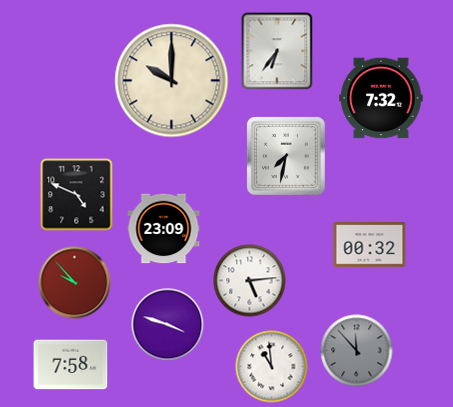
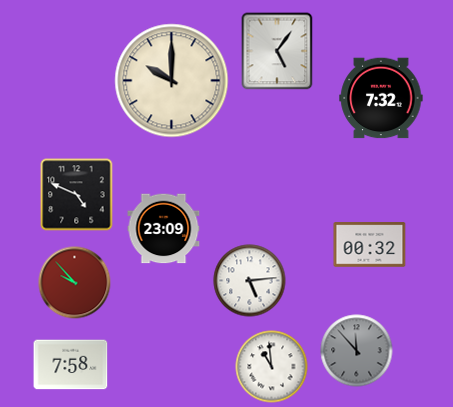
clock at (277, 51): 6:36 -> 5:06
clock at (286, 156): 7:32 -> none
clock at (168, 325): 3:48 -> none
